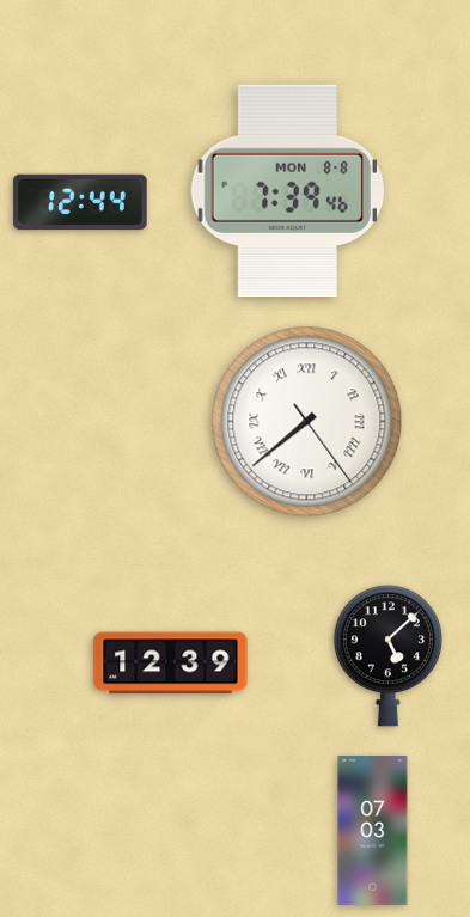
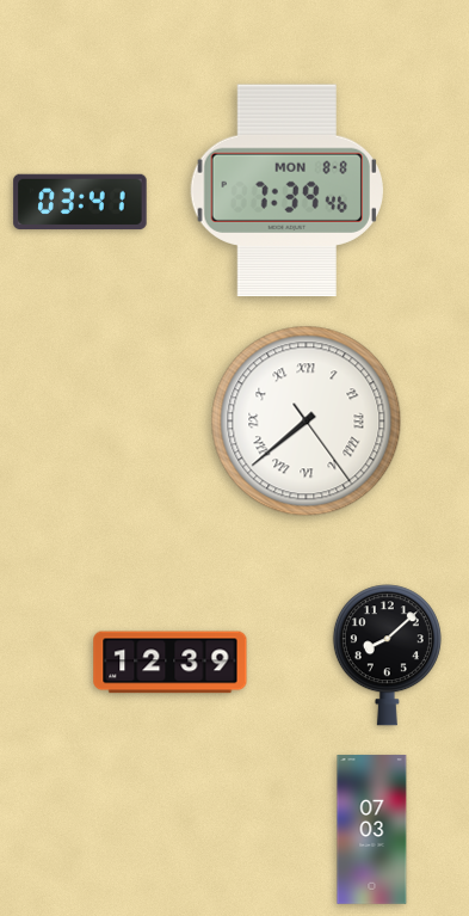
clock at (80, 202): 12:44 -> 03:41
clock at (387, 656): 5:08 -> 8:08
